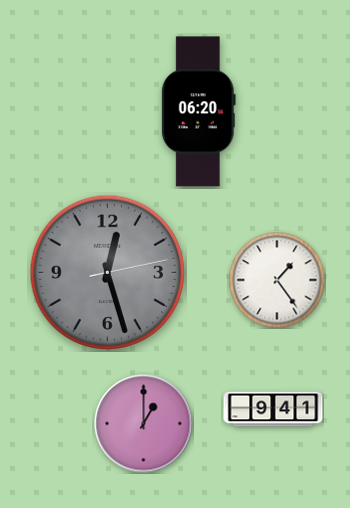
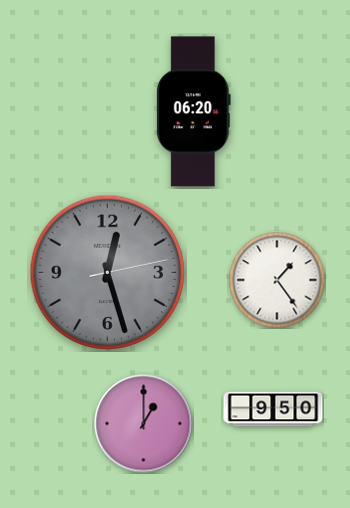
clock at (198, 112) position: (198, 112) -> (193, 112)
clock at (273, 409): 9:41 -> 9:50
